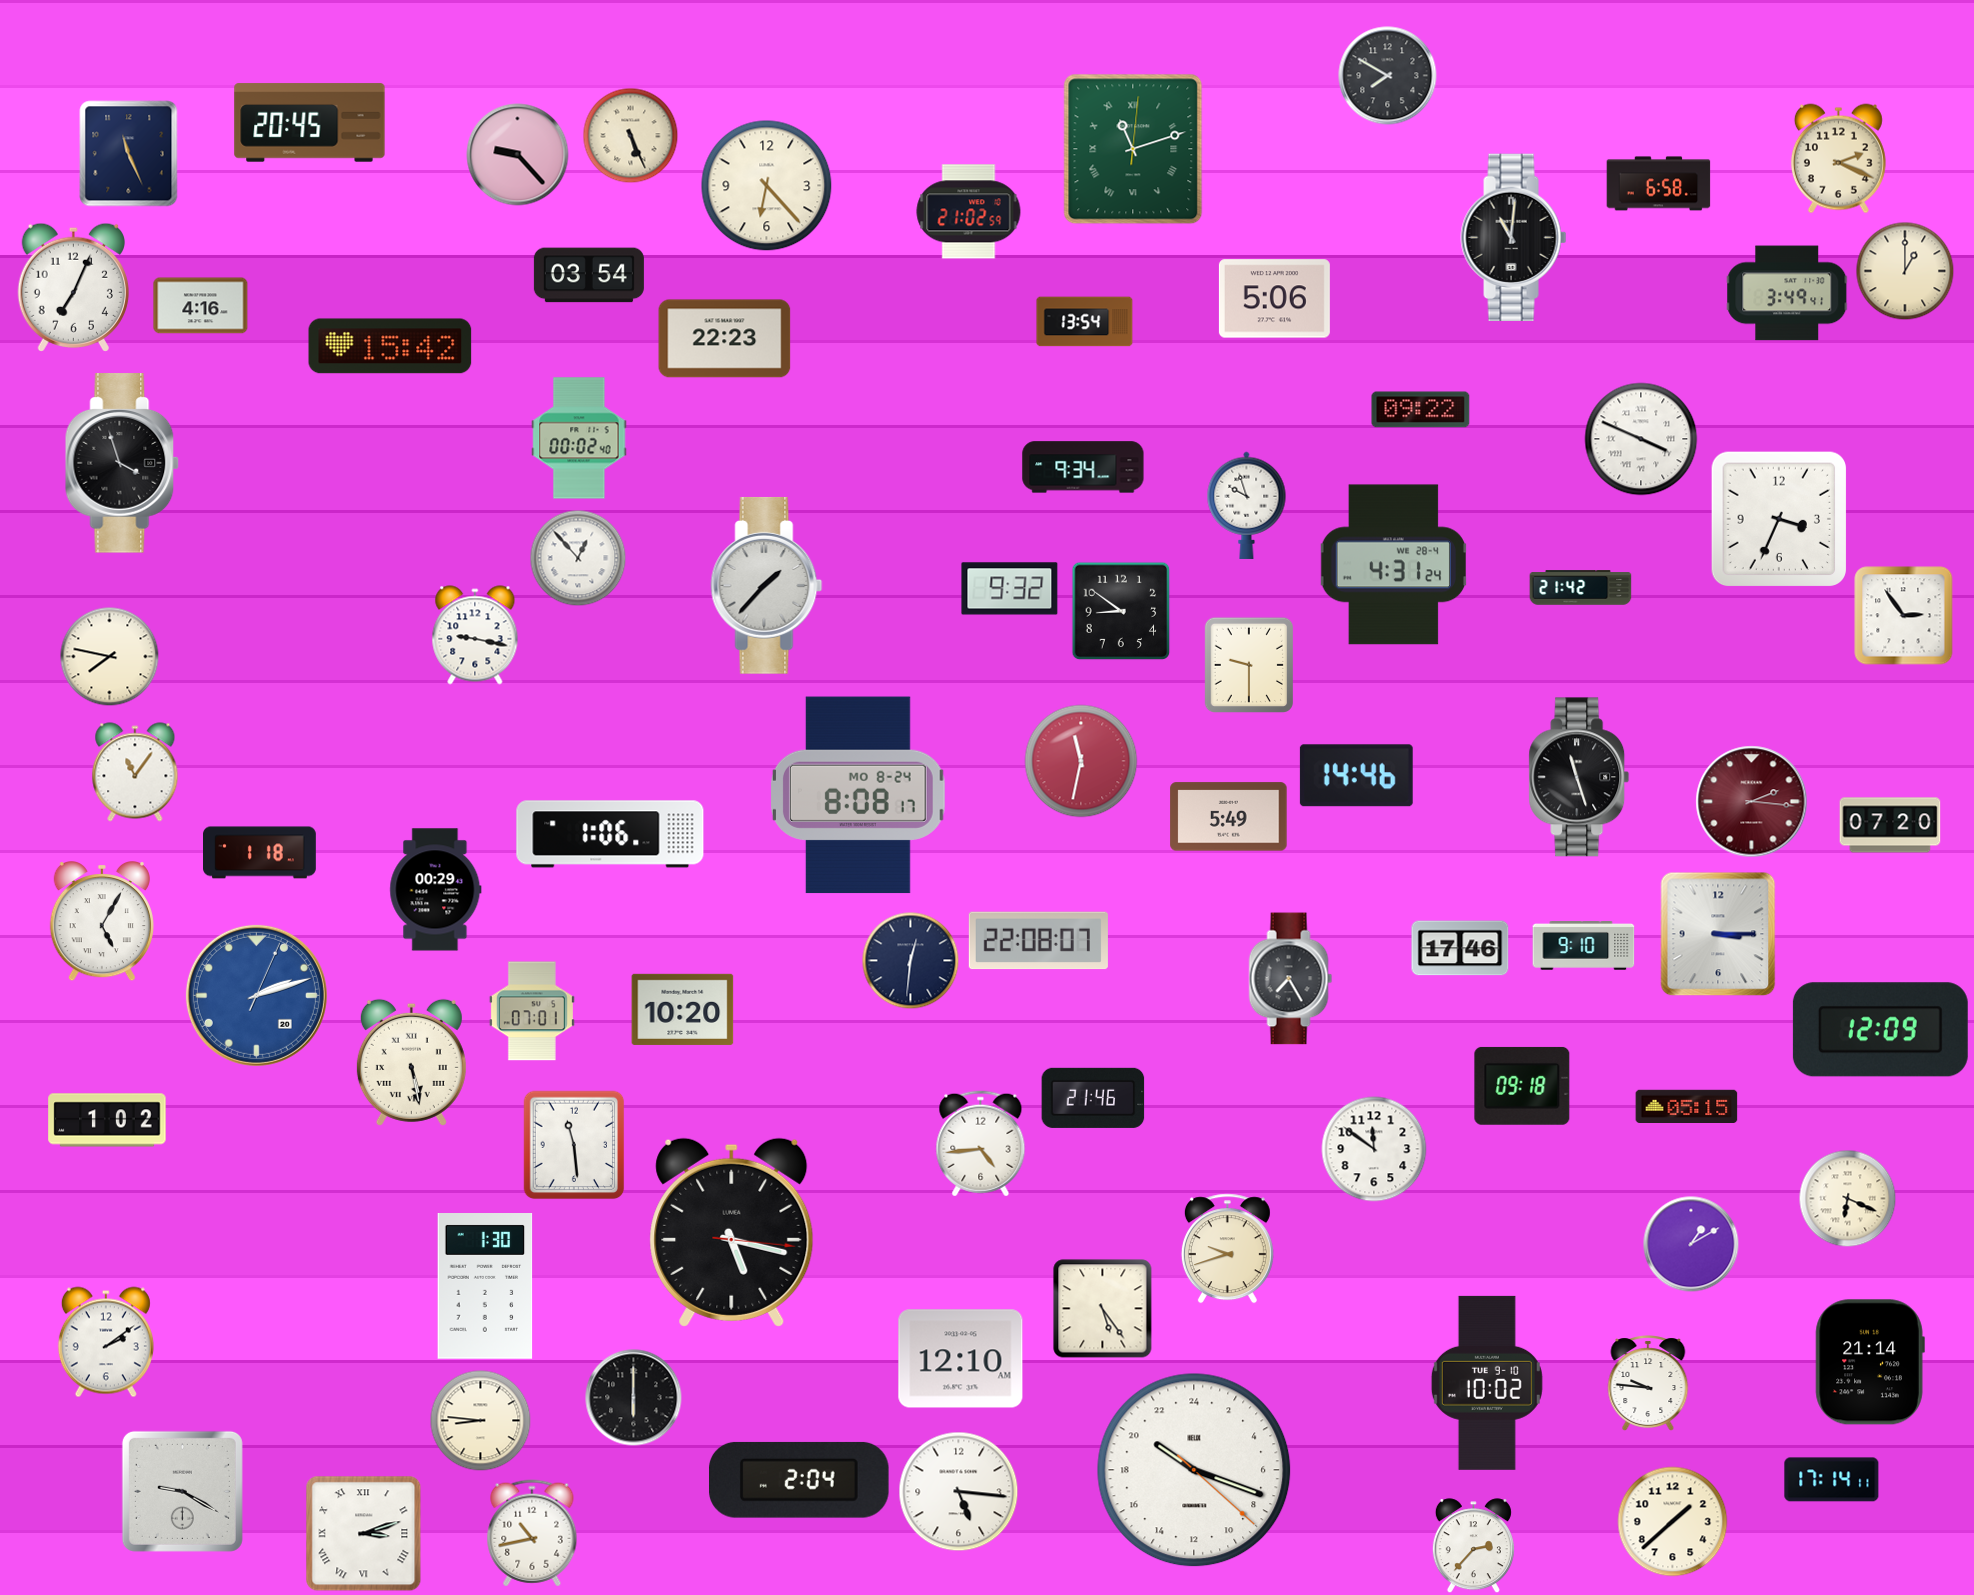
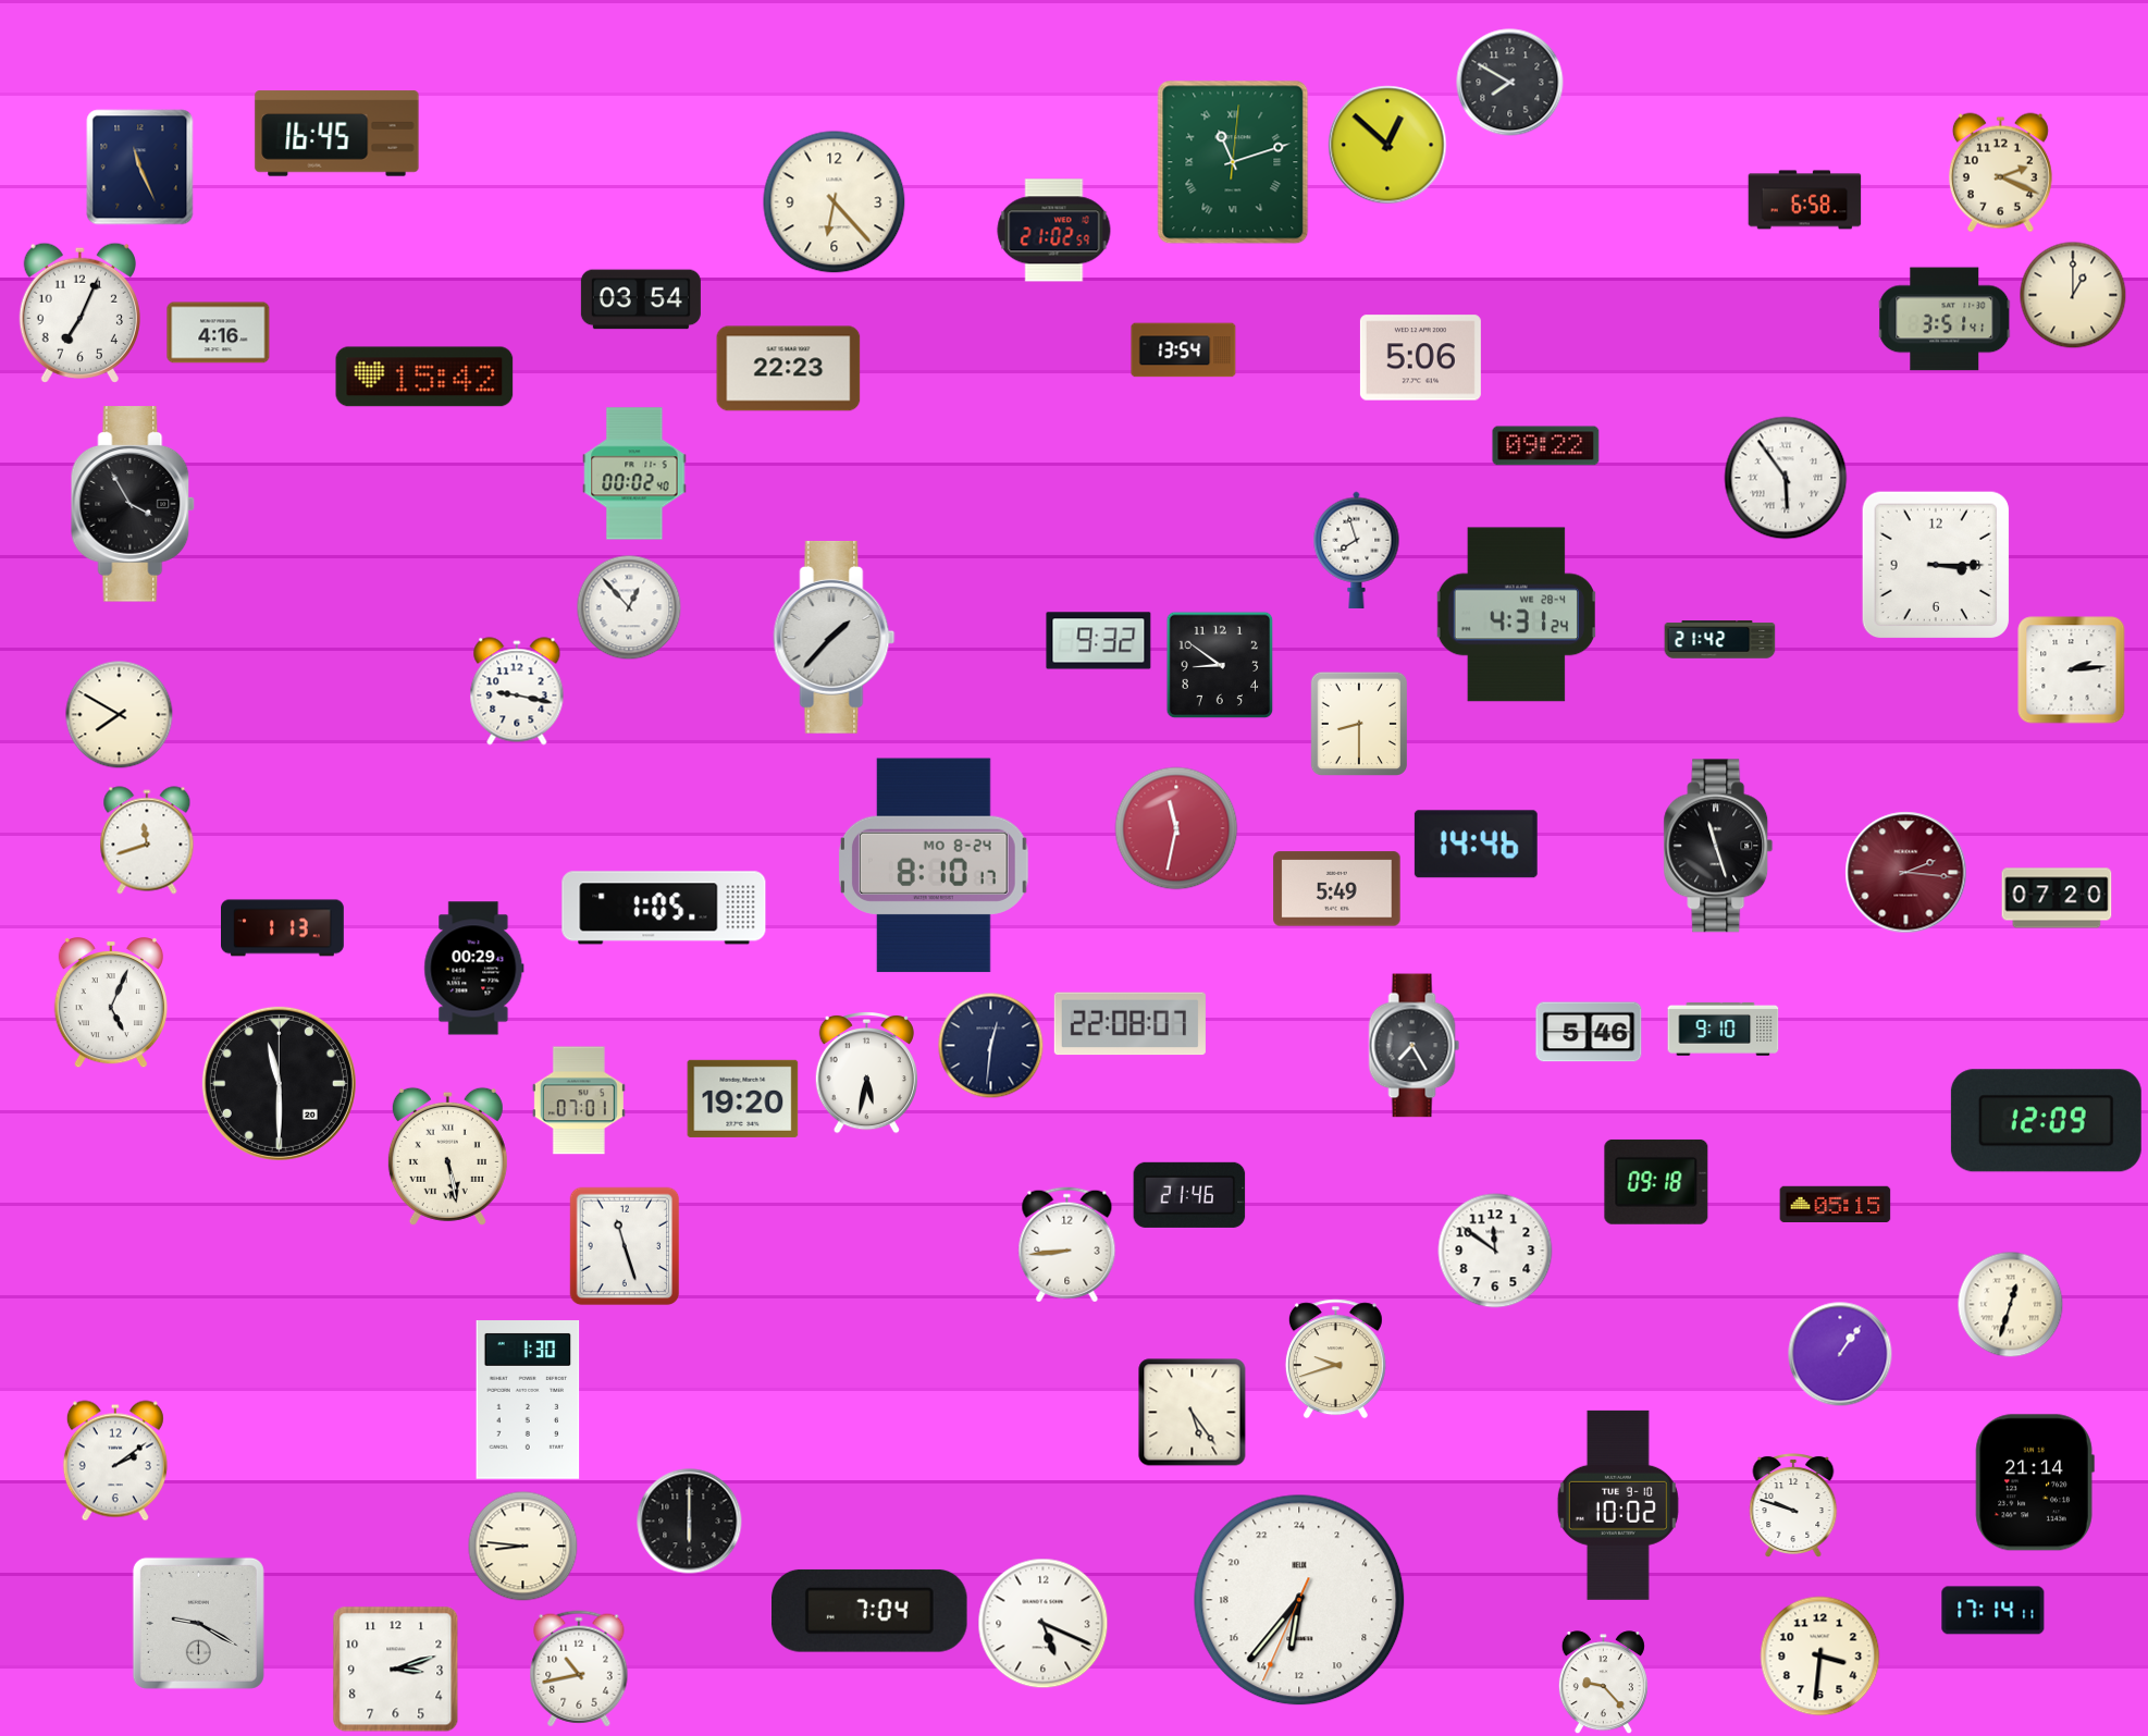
clock at (310, 123): 20:45 -> 16:45
clock at (1387, 145): none -> 12:52
clock at (631, 136): 5:26 -> none
clock at (518, 155): 9:23 -> none
clock at (1514, 237): 11:01 -> none
clock at (1787, 293): 3:49 -> 3:51
clock at (1274, 299) position: (1274, 299) -> (1420, 358)
clock at (1085, 322) position: (1085, 322) -> (1184, 350)
clock at (579, 438) position: (579, 438) -> (634, 473)
clock at (1641, 439): 3:49 -> 5:54
clock at (122, 463): 3:57 -> 3:55
clock at (1083, 467): 9:34 -> none
clock at (1247, 505): 9:57 -> 7:57
clock at (1779, 519): 3:34 -> 3:15
clock at (1904, 616): 2:54 -> 2:14
clock at (110, 657): 7:47 -> 7:50
clock at (1248, 665): 9:30 -> 8:30
clock at (135, 772): 11:06 -> 11:42
clock at (858, 795): 8:08 -> 8:10
clock at (610, 834): 1:06 -> 1:05
clock at (260, 853): 1:18 -> 1:13
clock at (102, 922): 5:05 -> 5:04
clock at (1718, 934): 3:15 -> none
clock at (1460, 948): 17:46 -> 5:46
clock at (1291, 979) position: (1291, 979) -> (1415, 1046)
clock at (866, 1073): none -> 5:32
clock at (256, 995): 2:12 -> 11:30
clock at (256, 995) dial: blue -> black
clock at (683, 1009): 10:20 -> 19:20
clock at (107, 1120): 1:02 -> none
clock at (981, 1144): 4:44 -> 8:44
clock at (574, 1145): 11:29 -> 11:27
clock at (1848, 1199): 6:19 -> 12:33
clock at (732, 1232): 5:17 -> none
clock at (1691, 1244): 1:10 -> 1:06
clock at (1103, 1309) position: (1103, 1309) -> (1193, 1413)
clock at (961, 1359): 12:10 -> none
clock at (1648, 1383): 9:46 -> 9:48
clock at (1194, 1470): 20:18 -> 12:36
clock at (800, 1480): 2:04 -> 7:04
clock at (959, 1492): 5:16 -> 5:19
clock at (1673, 1522): 1:38 -> 3:31
clock at (364, 1534) numerals: Roman -> Arabic
clock at (1473, 1546): 2:37 -> 9:23
